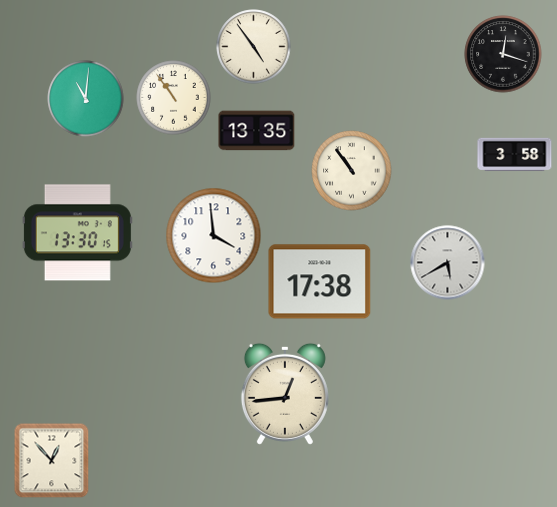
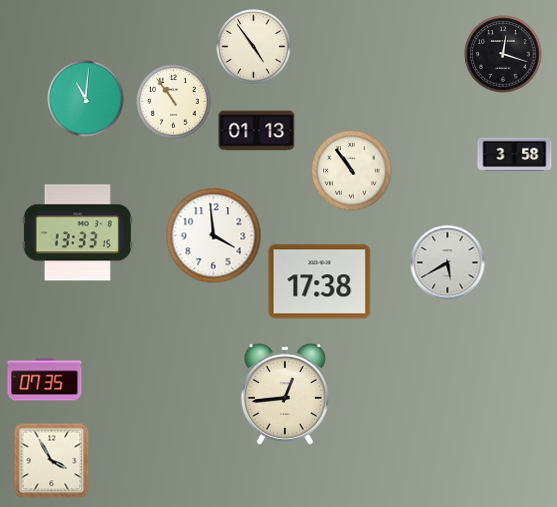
clock at (174, 98) position: (174, 98) -> (174, 102)
clock at (257, 131): 13:35 -> 01:13
clock at (77, 233): 13:30 -> 13:33
clock at (45, 380): none -> 07:35
clock at (52, 461): 12:53 -> 3:55
